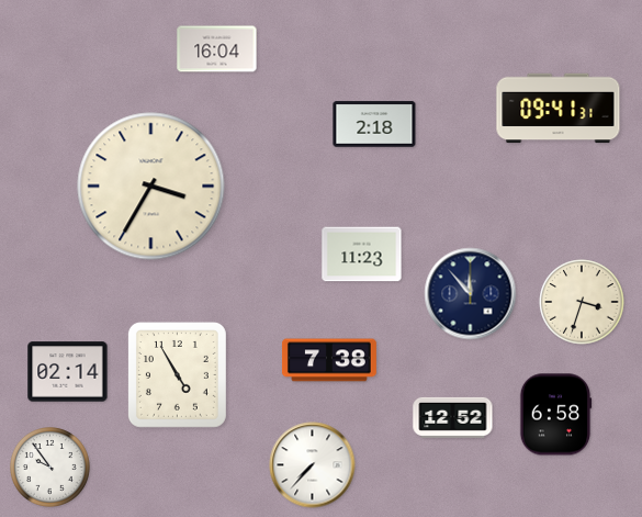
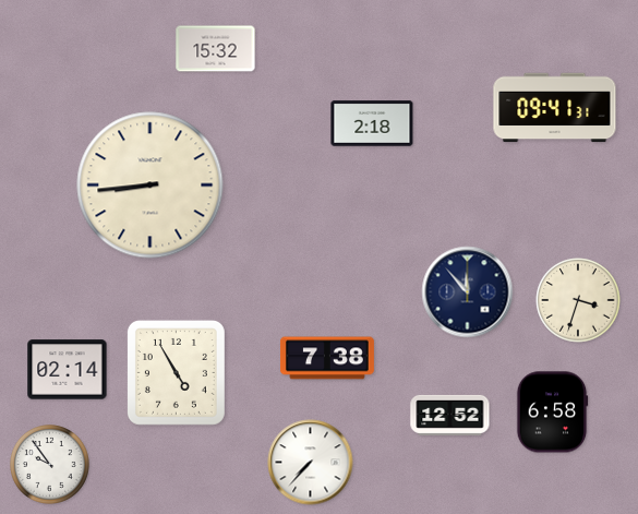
clock at (217, 49): 16:04 -> 15:32
clock at (151, 187): 3:35 -> 8:44
clock at (362, 255): 11:23 -> none
